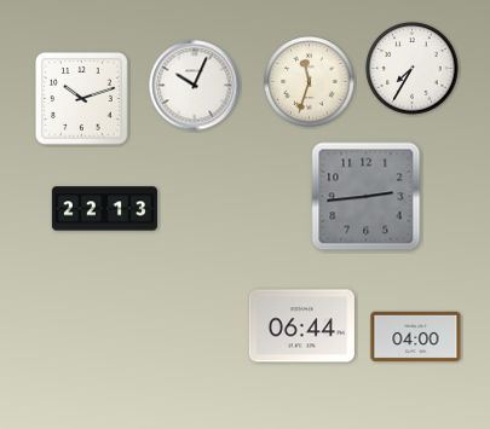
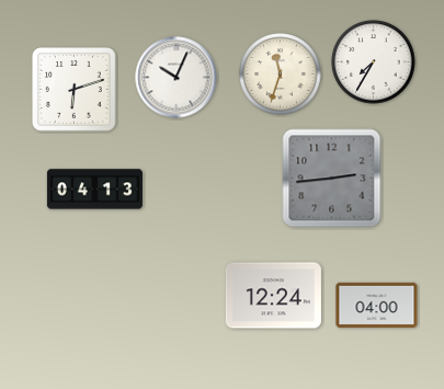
clock at (82, 99): 10:12 -> 6:12
clock at (104, 209): 22:13 -> 04:13
clock at (301, 326): 06:44 -> 12:24
